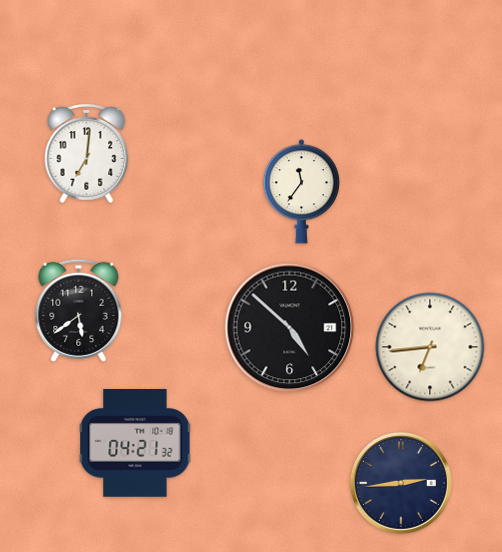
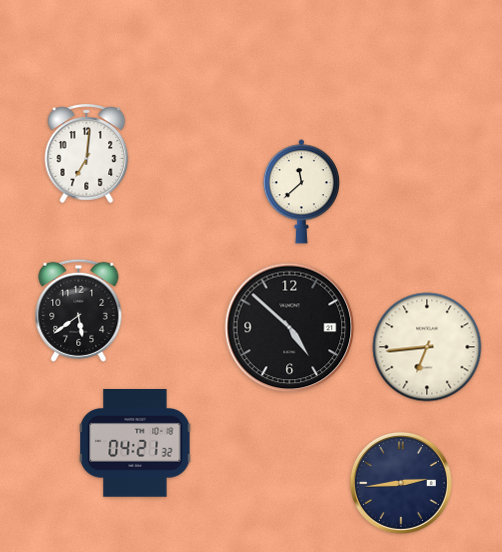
clock at (301, 192): 11:36 -> 11:38
clock at (430, 347) position: (430, 347) -> (427, 347)
